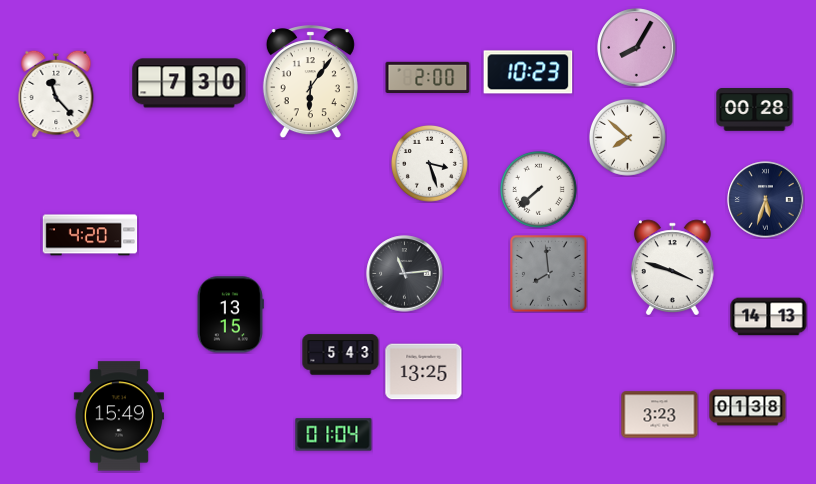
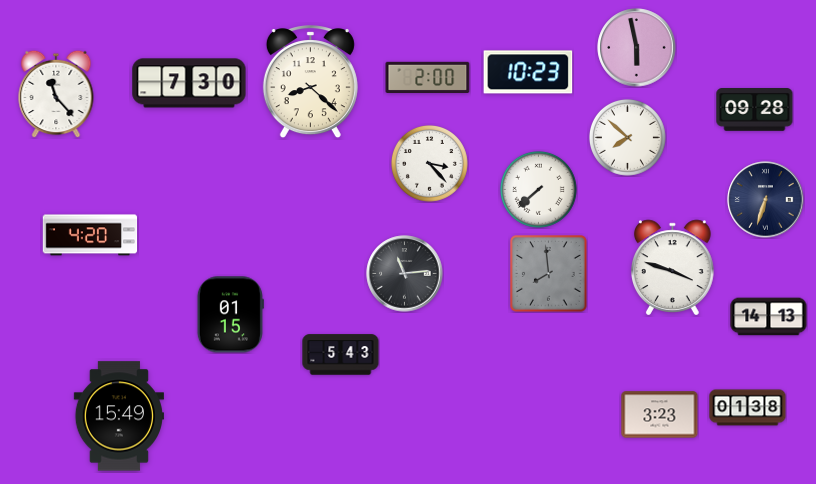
clock at (637, 48): 8:05 -> 5:58
clock at (310, 82): 6:06 -> 8:22
clock at (755, 110): 00:28 -> 09:28
clock at (429, 163): 3:27 -> 3:23
clock at (766, 200): 5:33 -> 6:33
clock at (230, 315): 13:15 -> 01:15
clock at (424, 372): 13:25 -> none
clock at (334, 435): 01:04 -> none
